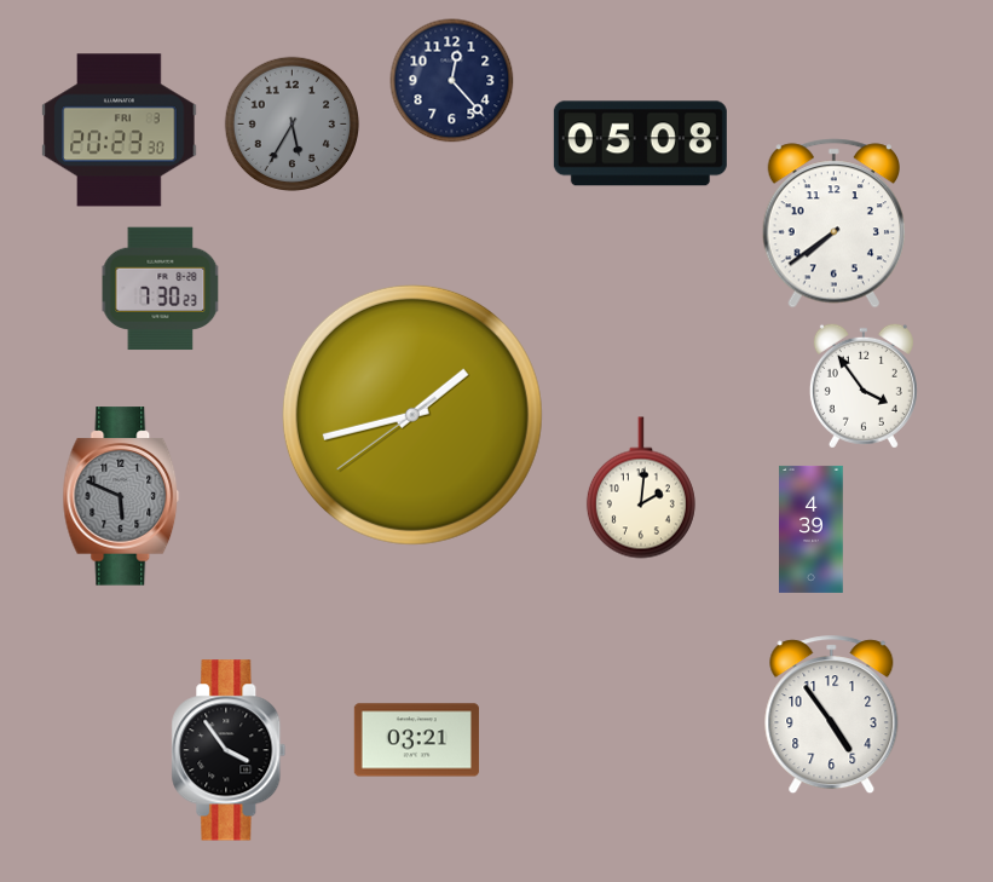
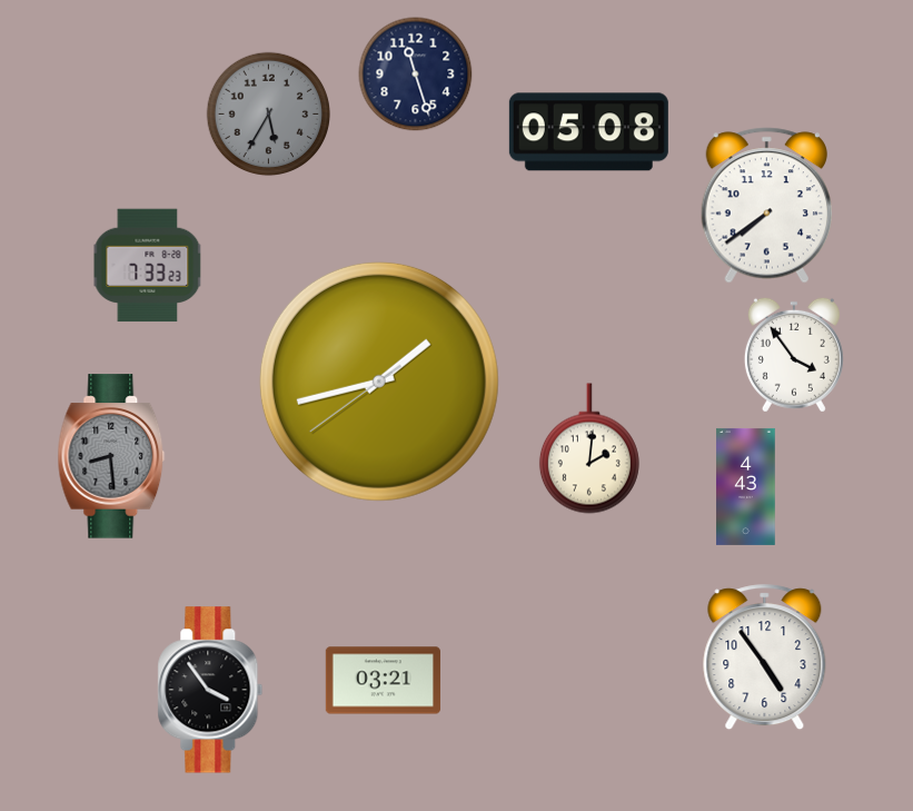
clock at (452, 81): 12:23 -> 11:27
clock at (120, 131): 20:23 -> none
clock at (161, 289): 7:30 -> 7:33
clock at (121, 496): 5:49 -> 8:29
clock at (812, 529): 4:39 -> 4:43
